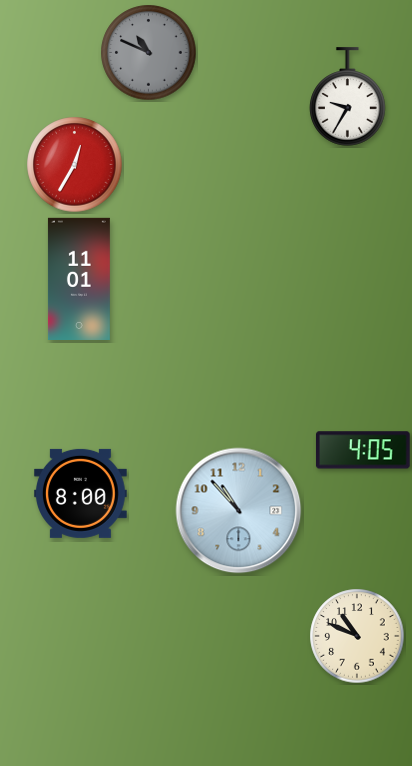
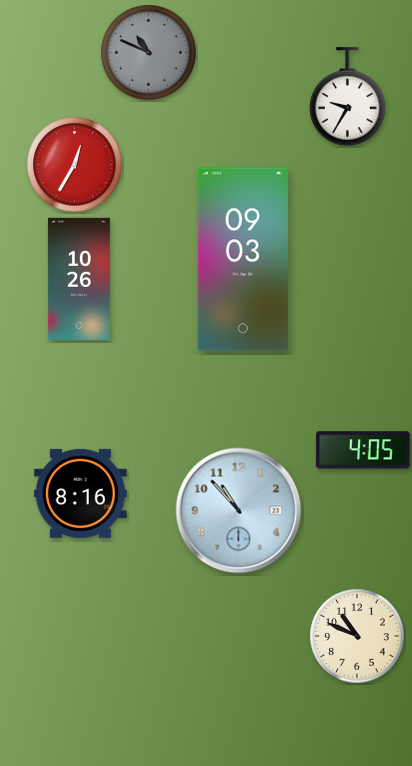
clock at (243, 259): none -> 09:03
clock at (79, 279): 11:01 -> 10:26
clock at (80, 493): 8:00 -> 8:16
